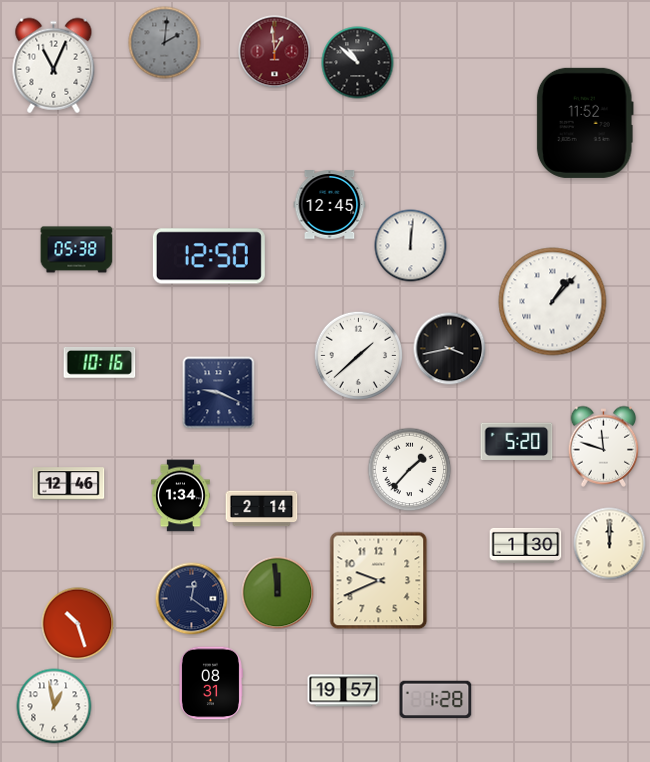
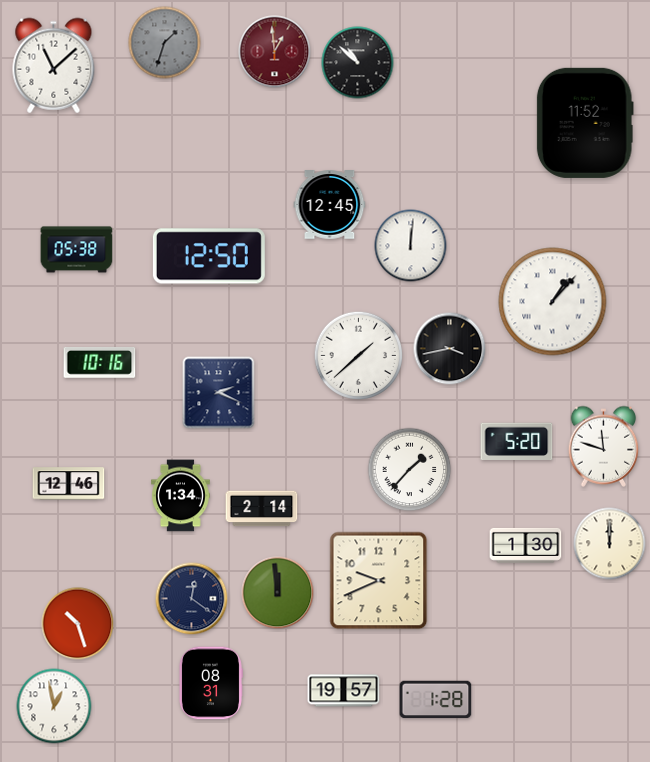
clock at (165, 43): 2:01 -> 1:33
clock at (54, 66): 11:04 -> 11:08
clock at (219, 393): 9:19 -> 2:19
